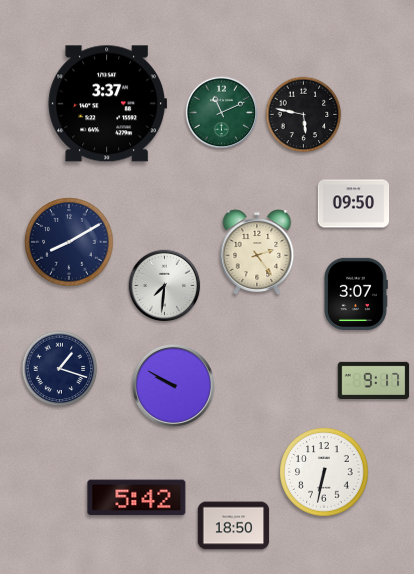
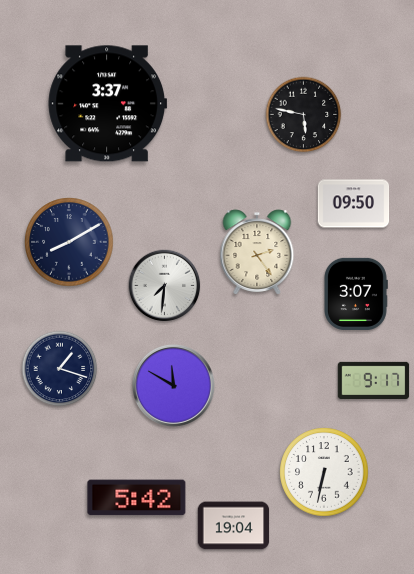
clock at (222, 113): 11:11 -> none
clock at (173, 385): 9:50 -> 11:50
clock at (234, 526): 18:50 -> 19:04
